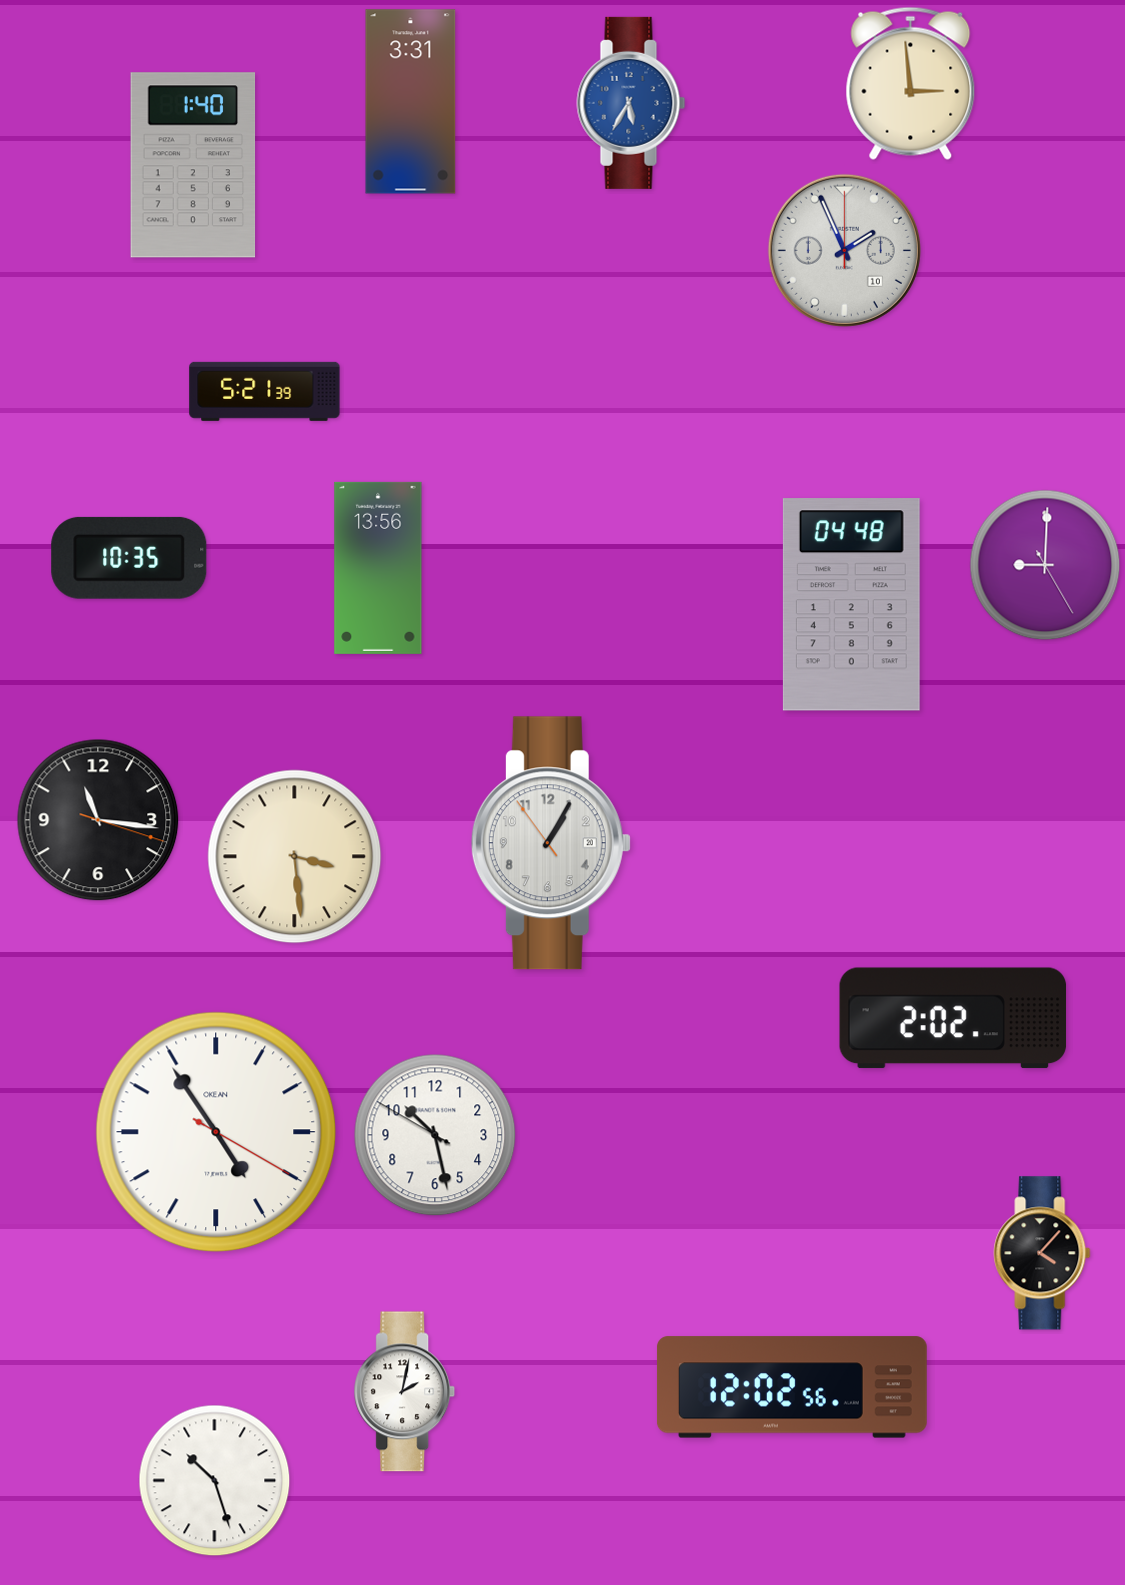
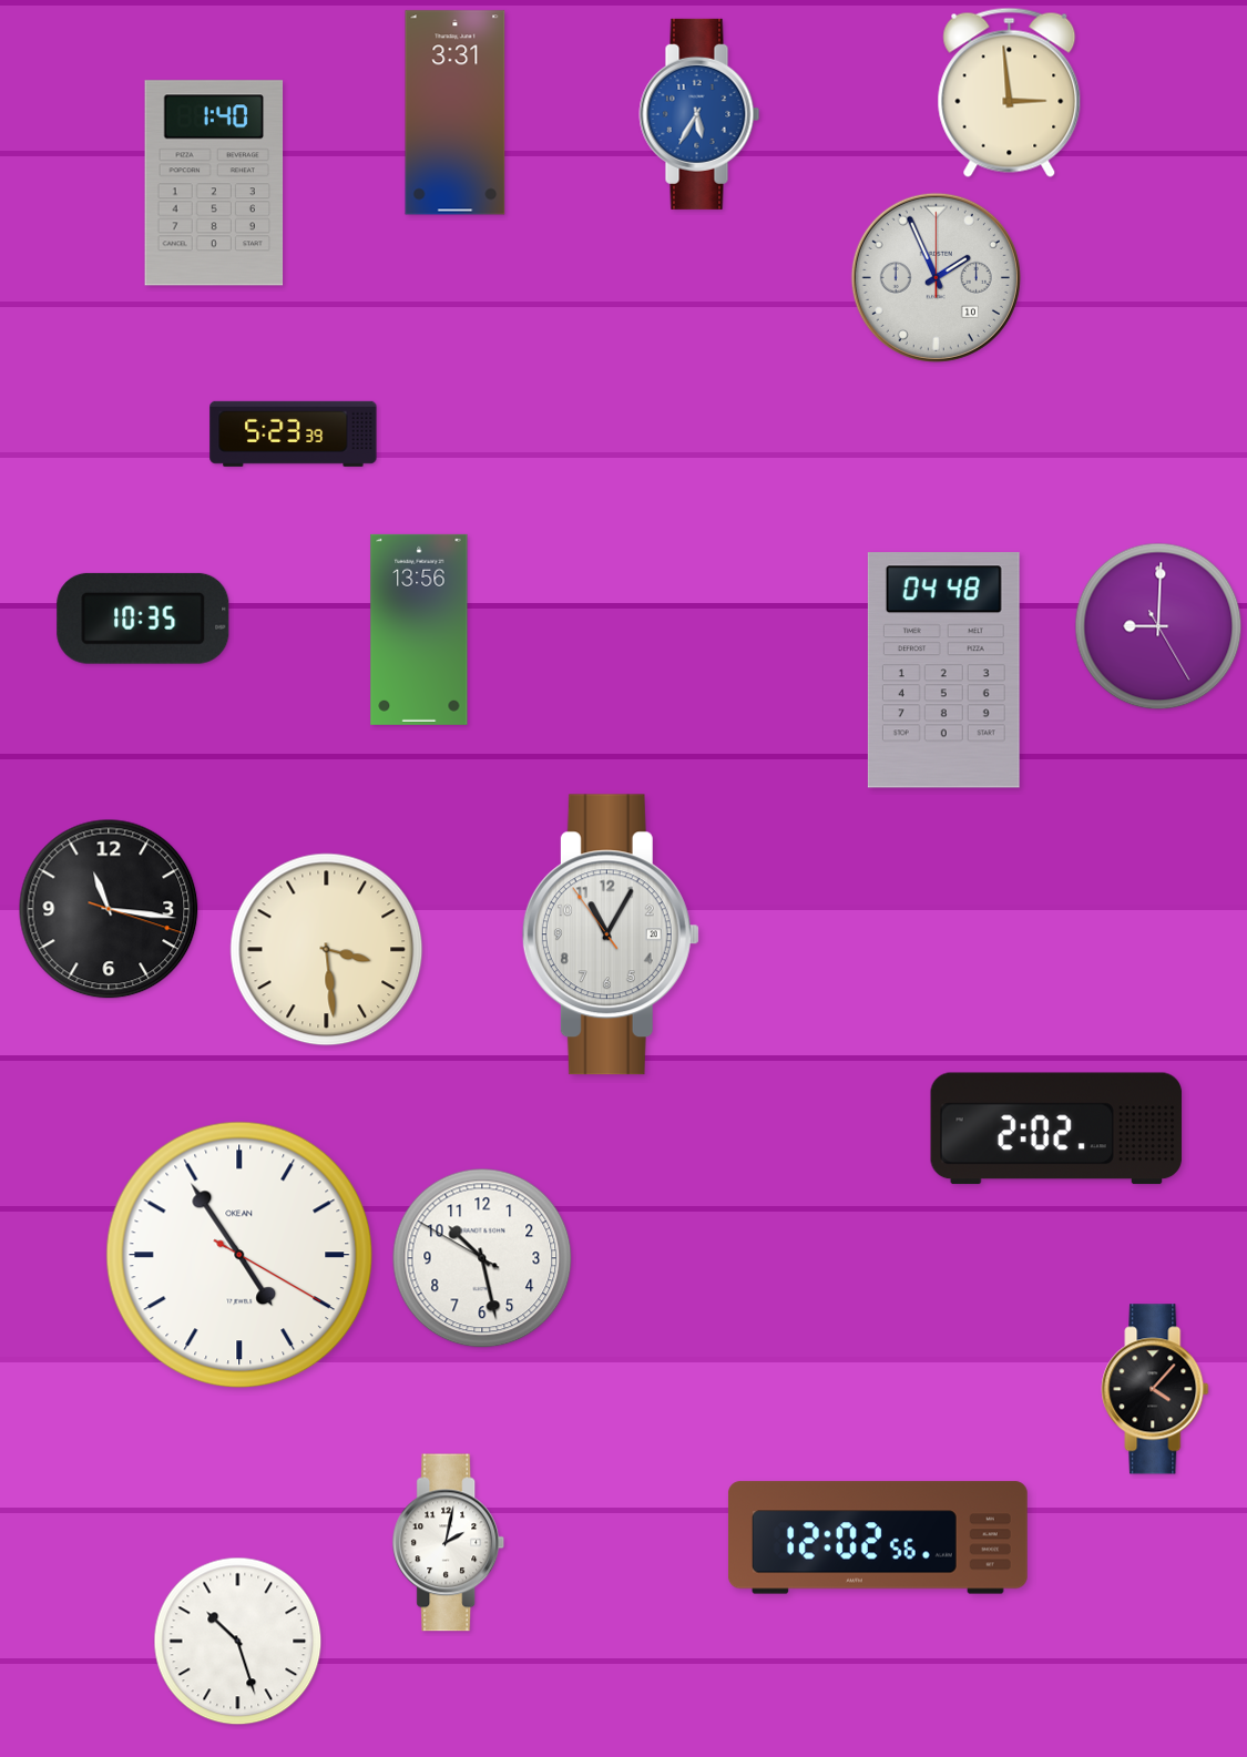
clock at (265, 391): 5:21 -> 5:23
clock at (551, 843): 1:04 -> 11:04
